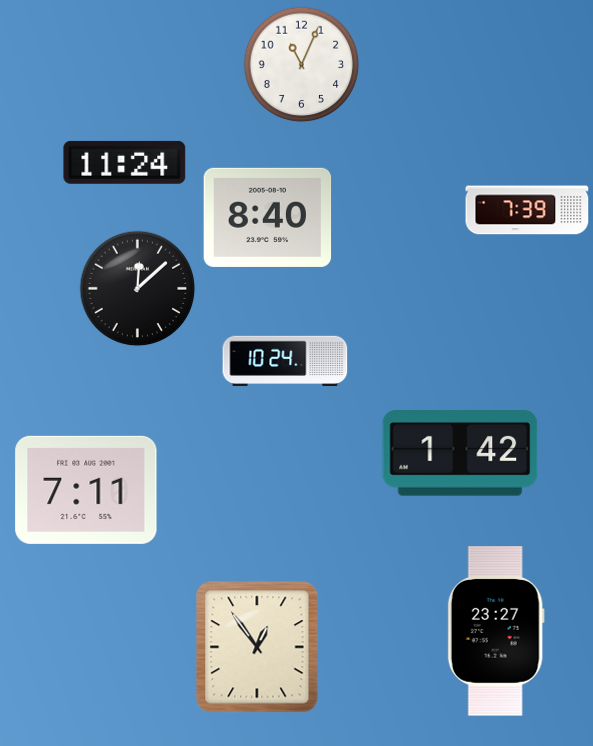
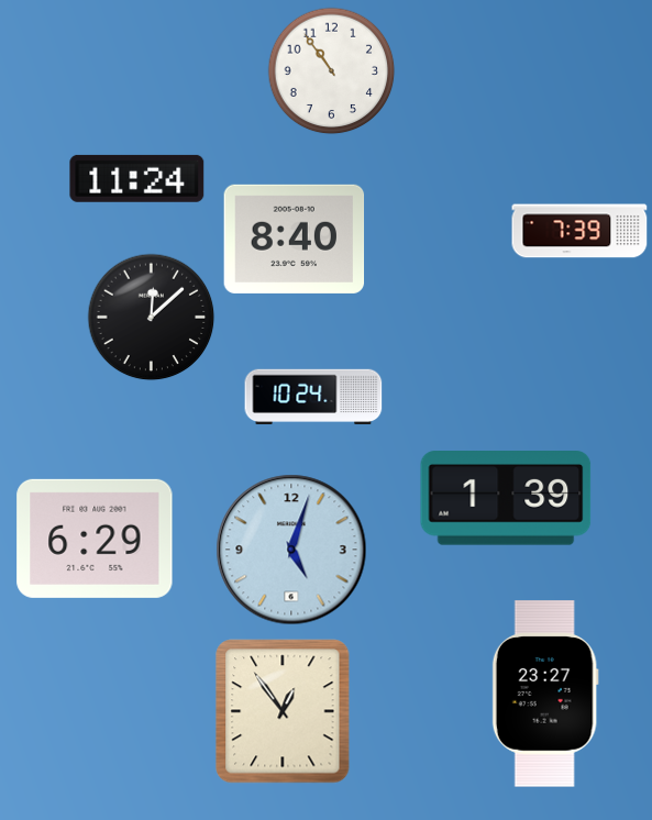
clock at (302, 65): 11:04 -> 10:54
clock at (460, 454): 1:42 -> 1:39
clock at (86, 490): 7:11 -> 6:29
clock at (291, 550): none -> 5:03
